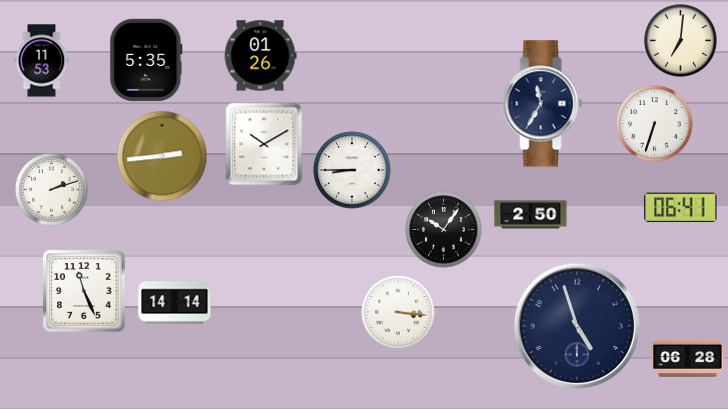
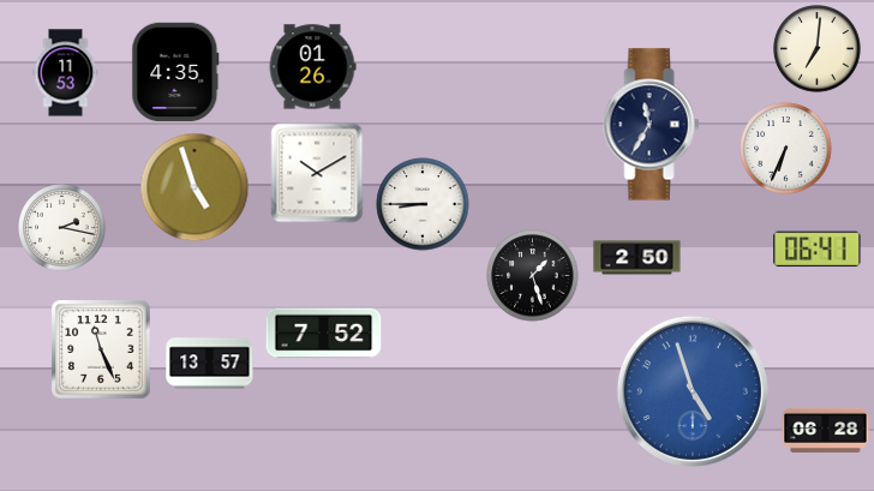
clock at (146, 60): 5:35 -> 4:35
clock at (42, 61) position: (42, 61) -> (66, 73)
clock at (655, 124): 6:33 -> 6:34
clock at (162, 156): 2:44 -> 4:57
clock at (52, 190): 2:12 -> 2:17
clock at (444, 230): 10:06 -> 1:27
clock at (324, 334): none -> 7:52
clock at (175, 303): 14:14 -> 13:57
clock at (398, 312): 3:16 -> none
clock at (577, 326) dial: navy -> blue
